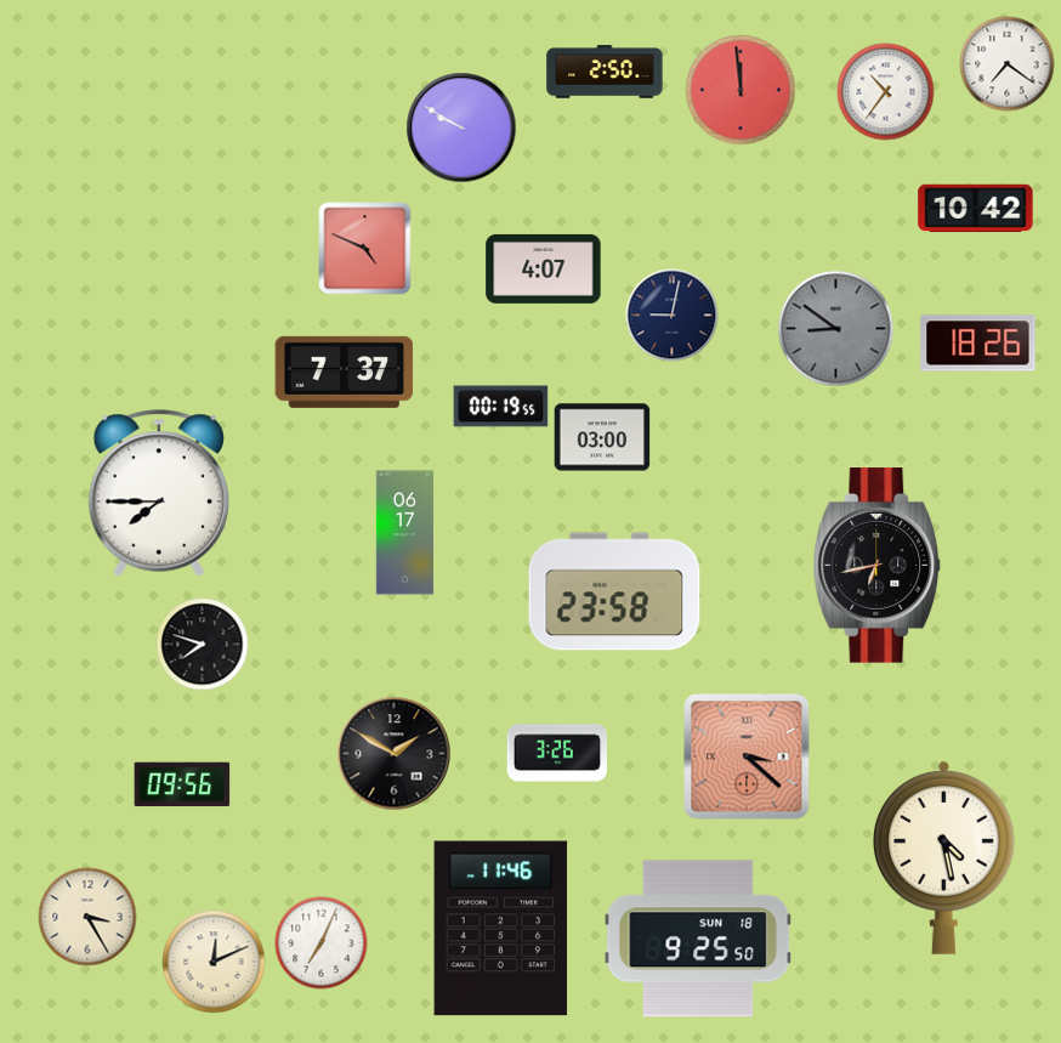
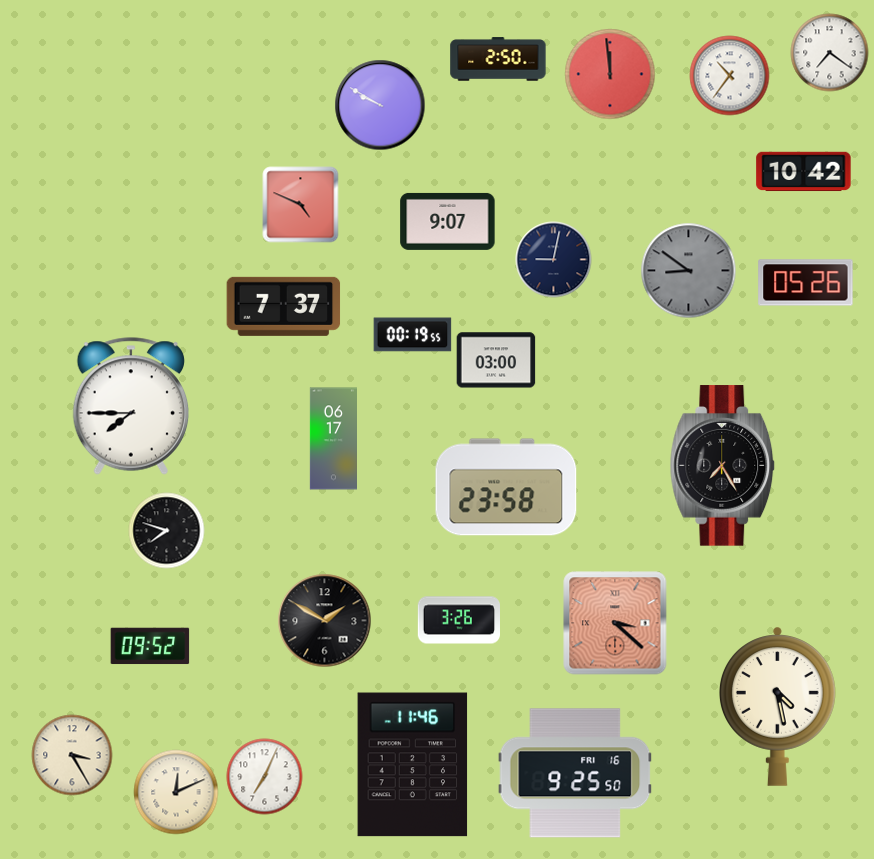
clock at (544, 268): 4:07 -> 9:07
clock at (978, 344): 18:26 -> 05:26
clock at (878, 566): 6:43 -> 7:25
clock at (182, 784): 09:56 -> 09:52
clock at (698, 939) date: SUN 18 -> FRI 16
